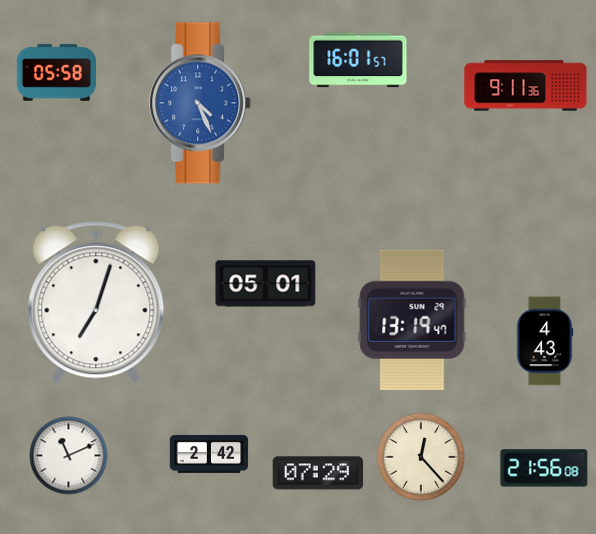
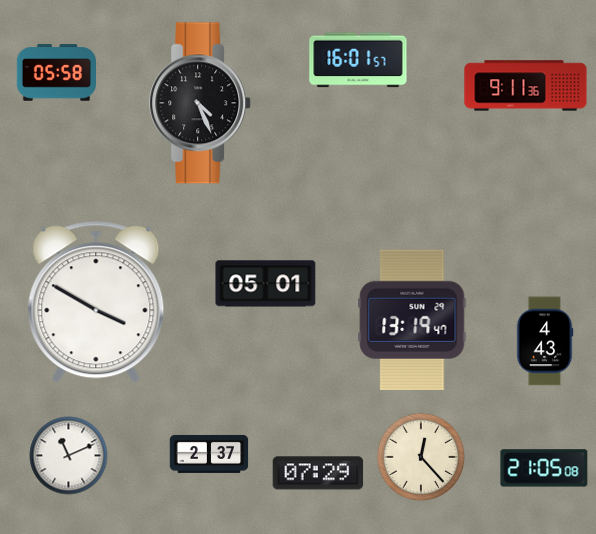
clock at (201, 103) dial: blue -> black
clock at (96, 302): 7:03 -> 3:50
clock at (209, 454): 2:42 -> 2:37
clock at (544, 468): 21:56 -> 21:05
